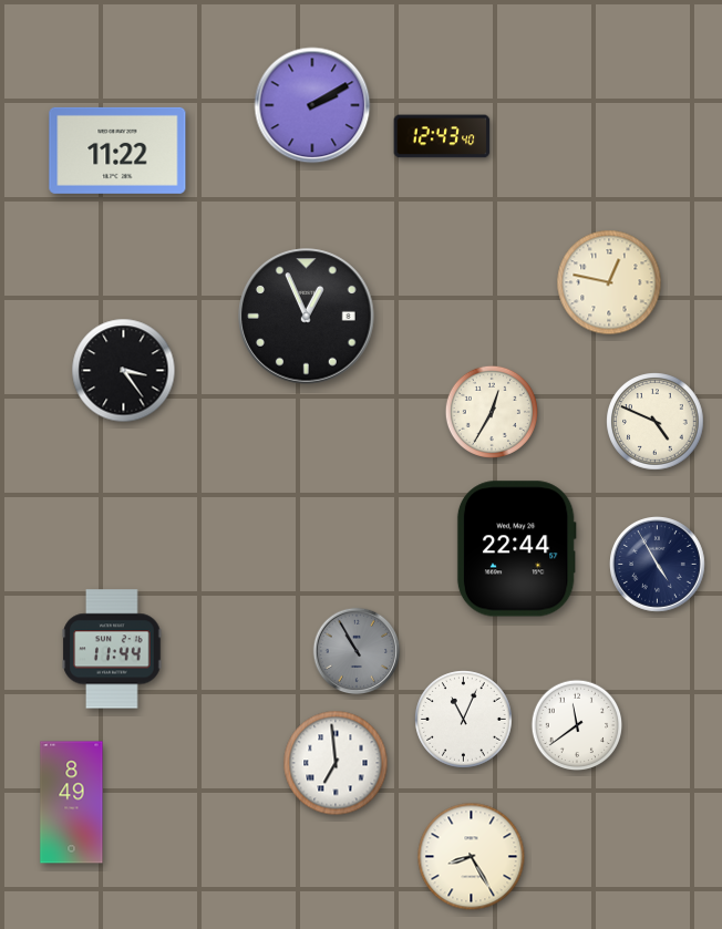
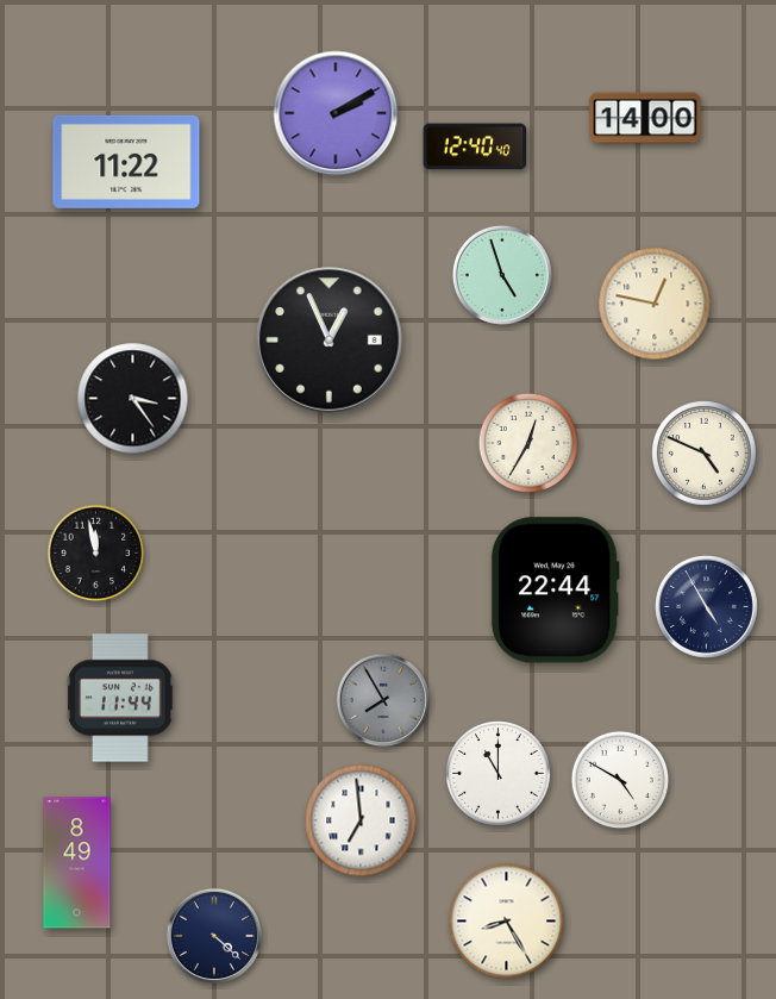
clock at (645, 118): none -> 14:00
clock at (442, 136): 12:43 -> 12:40
clock at (502, 275): none -> 4:57
clock at (96, 554): none -> 11:58
clock at (357, 651): 10:55 -> 7:55
clock at (464, 720): 11:04 -> 11:00
clock at (577, 725): 11:39 -> 4:50
clock at (213, 935): none -> 4:22
